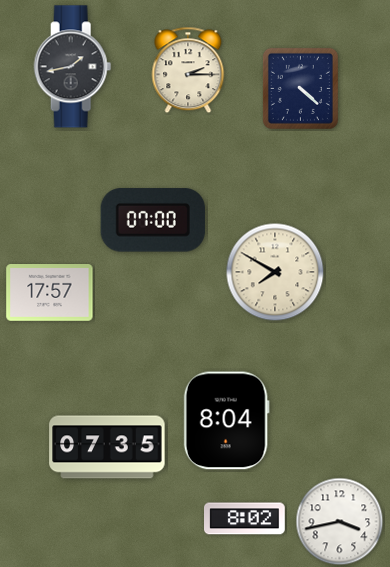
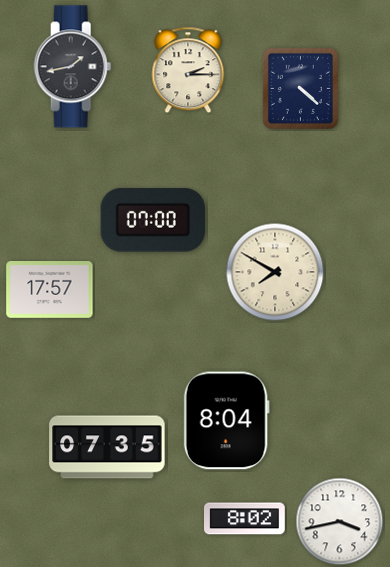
clock at (50, 293) position: (50, 293) -> (50, 290)
